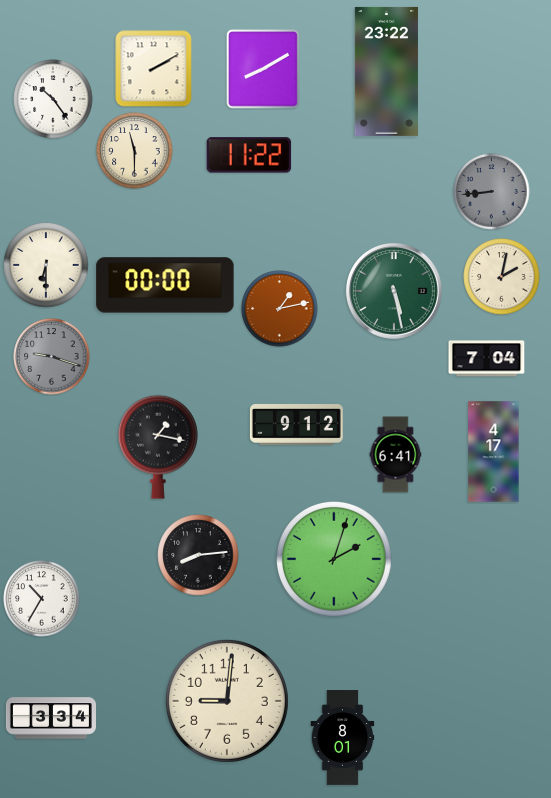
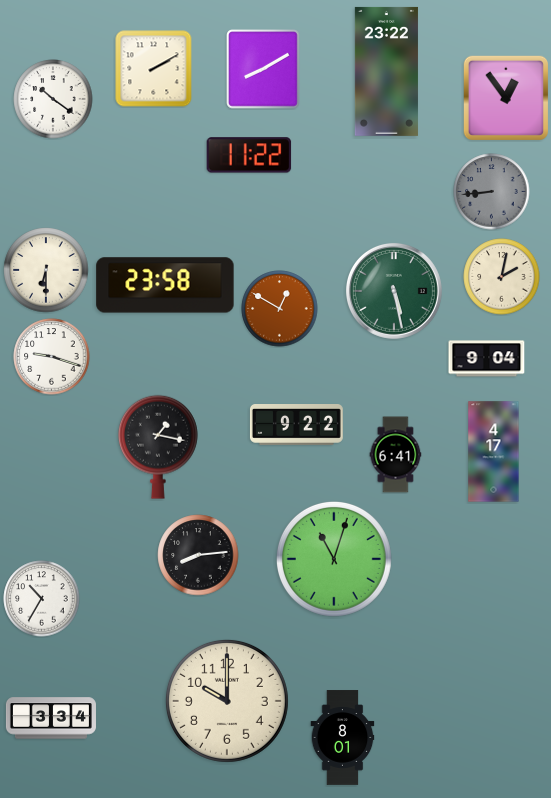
clock at (505, 97): none -> 12:54
clock at (53, 99): 10:24 -> 10:21
clock at (135, 151): 11:30 -> none
clock at (46, 265) position: (46, 265) -> (46, 270)
clock at (165, 285): 00:00 -> 23:58
clock at (280, 309): 1:13 -> 12:50
clock at (52, 357) dial: grey -> white
clock at (487, 359): 7:04 -> 9:04
clock at (296, 425): 9:12 -> 9:22
clock at (334, 559): 2:03 -> 11:03
clock at (227, 701): 9:01 -> 10:00
